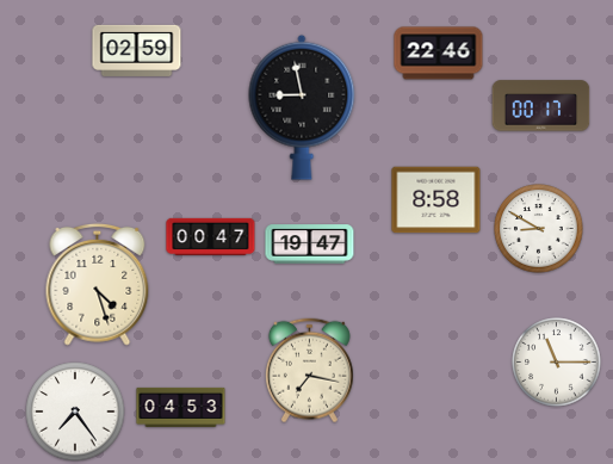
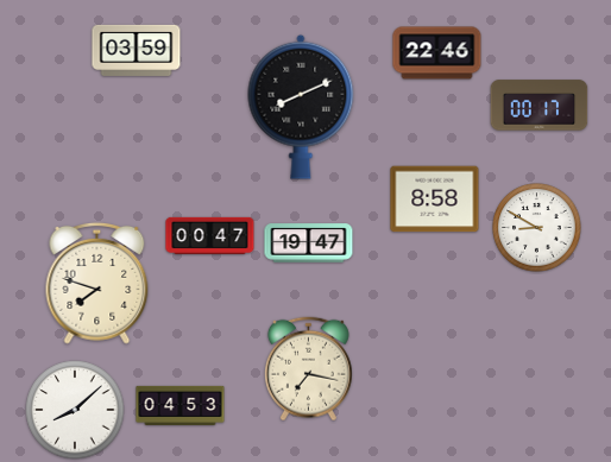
clock at (137, 50): 02:59 -> 03:59
clock at (302, 107): 8:58 -> 8:11
clock at (98, 284): 4:27 -> 7:48
clock at (557, 363): 11:15 -> none
clock at (75, 412): 7:24 -> 8:08
